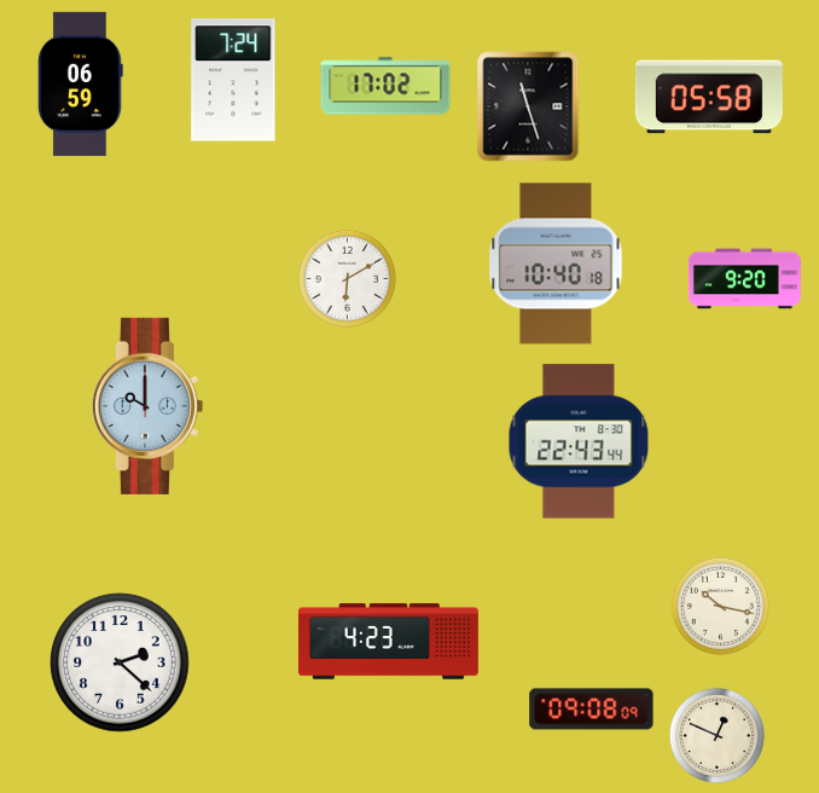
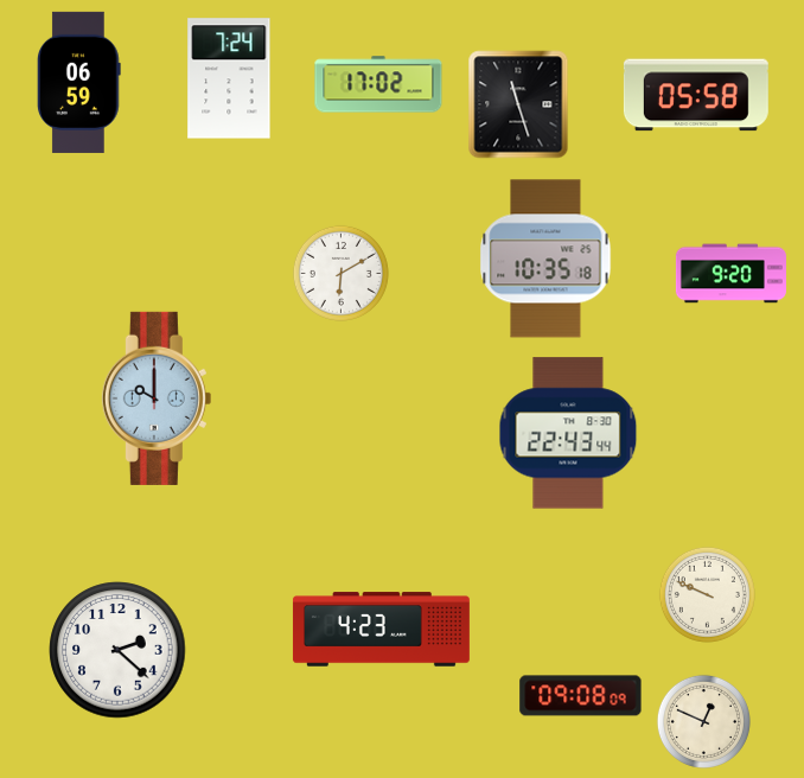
clock at (556, 264): 10:40 -> 10:35
clock at (147, 406) position: (147, 406) -> (157, 398)
clock at (720, 606): 10:17 -> 9:49
